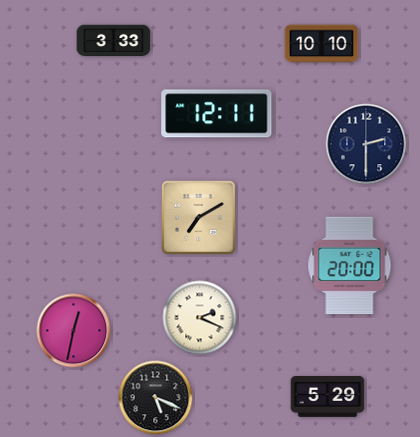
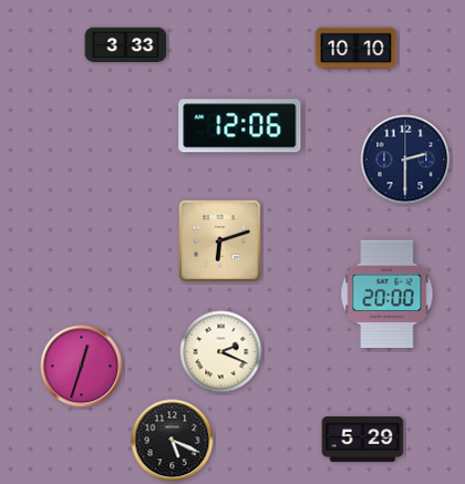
clock at (217, 114): 12:11 -> 12:06
clock at (199, 218): 7:10 -> 6:12
clock at (74, 331): 12:32 -> 12:33
